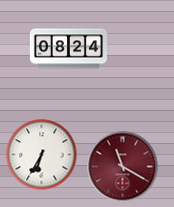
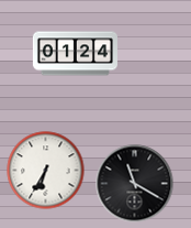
clock at (68, 49): 08:24 -> 01:24
clock at (123, 167) dial: burgundy -> black
